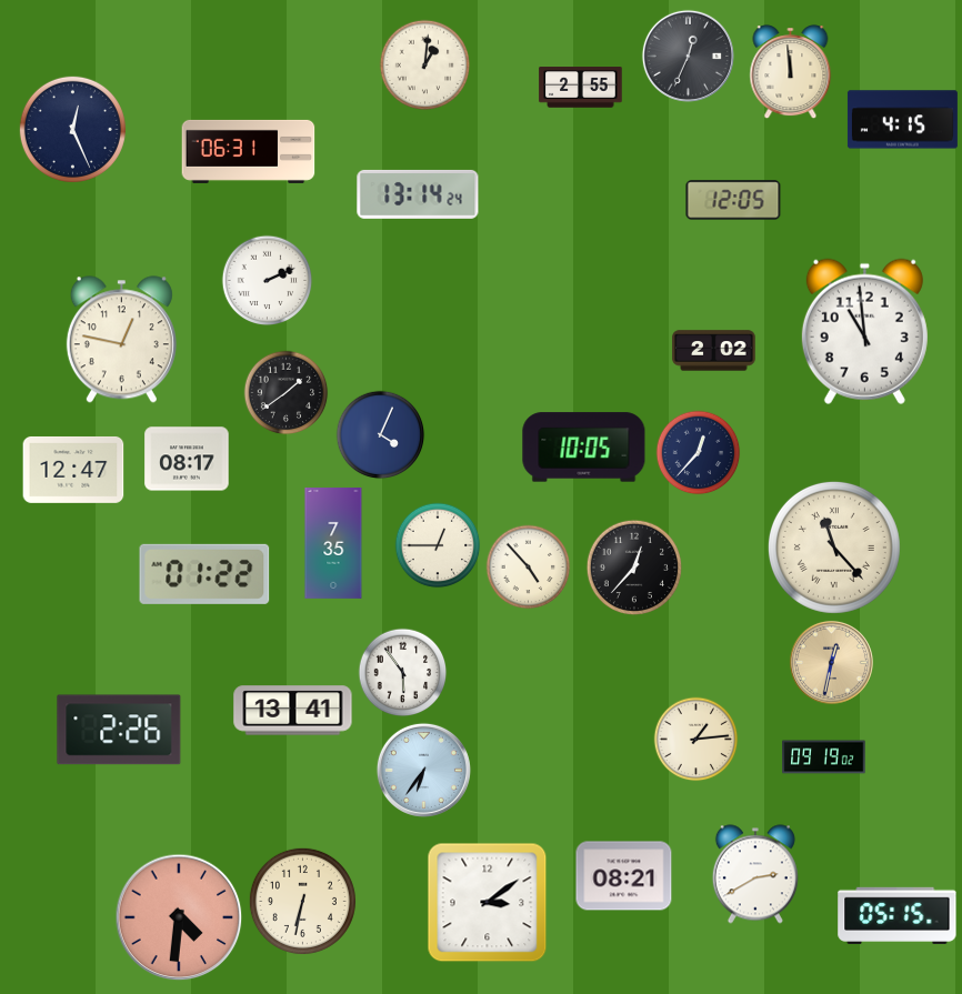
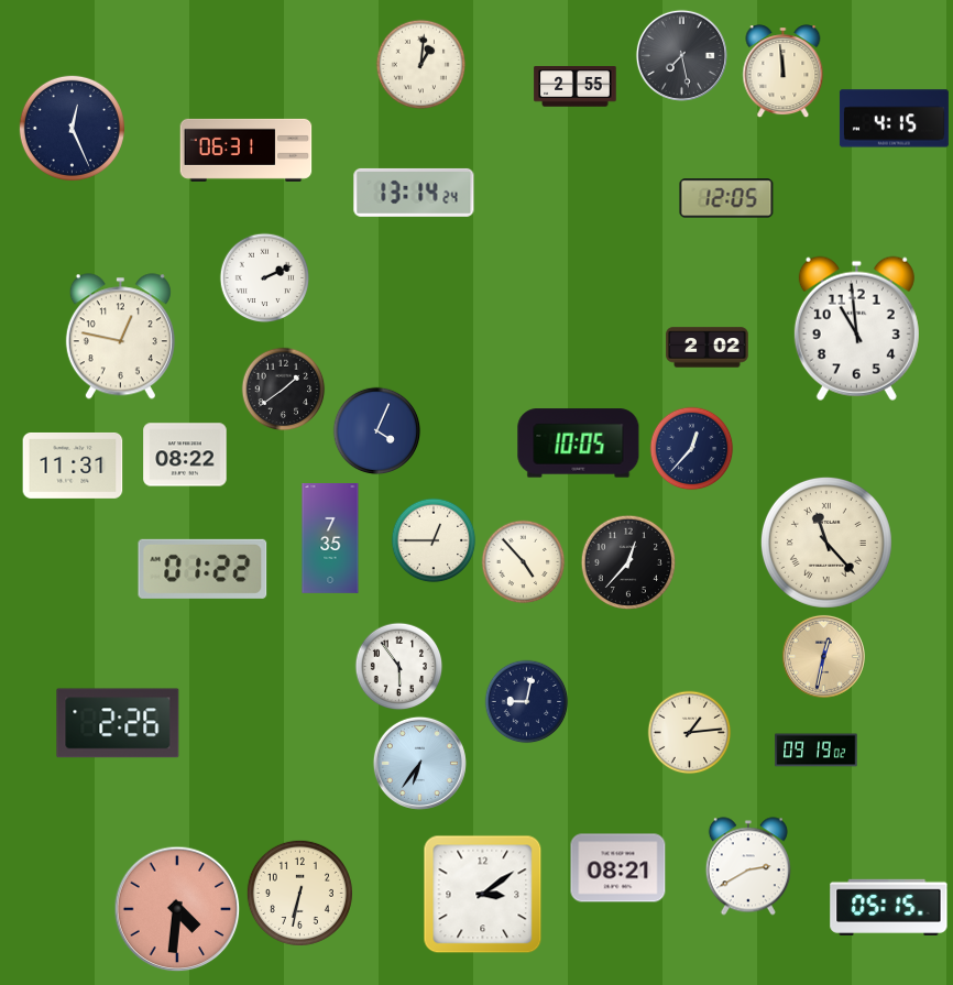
clock at (688, 56): 12:34 -> 7:28
clock at (187, 459): 08:17 -> 08:22
clock at (73, 470): 12:47 -> 11:31
clock at (527, 702): none -> 9:02
clock at (293, 711): 13:41 -> none
